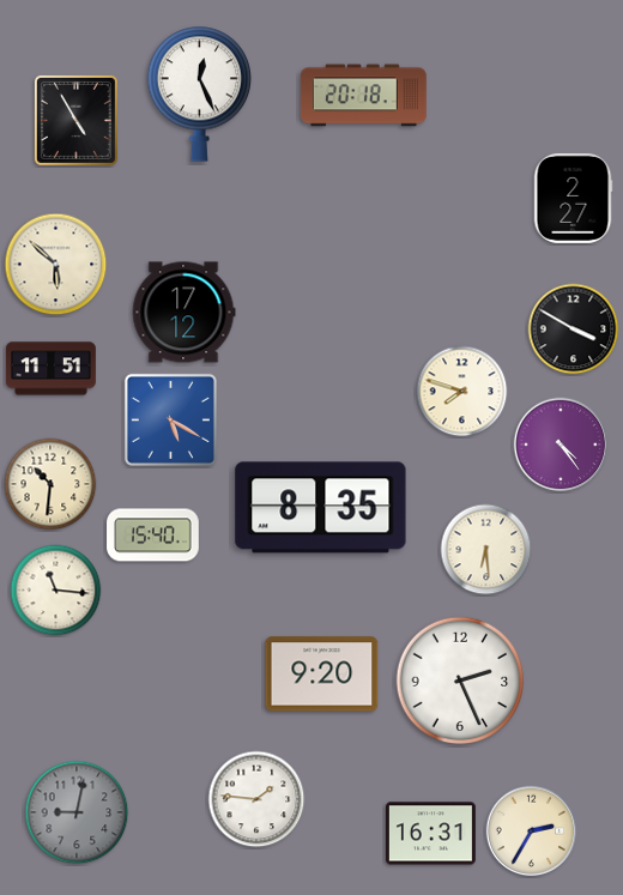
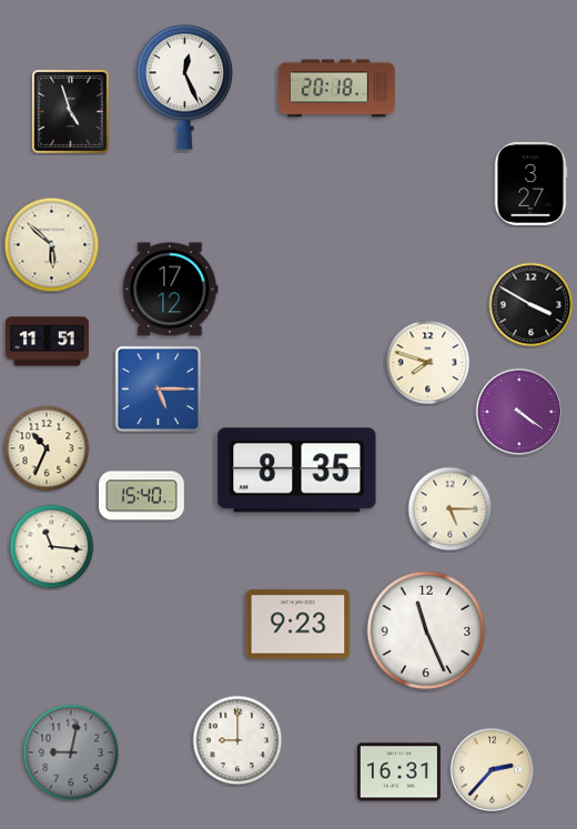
clock at (75, 120): 4:55 -> 4:57
clock at (573, 198): 2:27 -> 3:27
clock at (170, 419): 5:20 -> 5:15
clock at (561, 445): 4:24 -> 4:21
clock at (50, 484): 10:31 -> 10:34
clock at (486, 550): 6:29 -> 5:15
clock at (322, 675): 9:20 -> 9:23
clock at (460, 681): 2:26 -> 11:26
clock at (256, 799): 1:46 -> 9:00
clock at (532, 831): 2:35 -> 2:37
